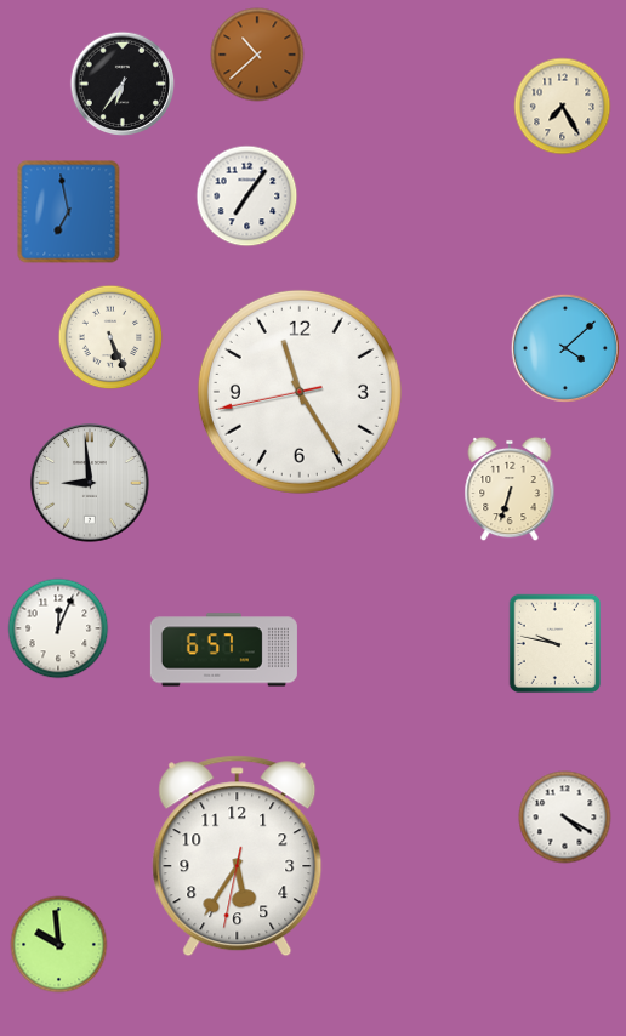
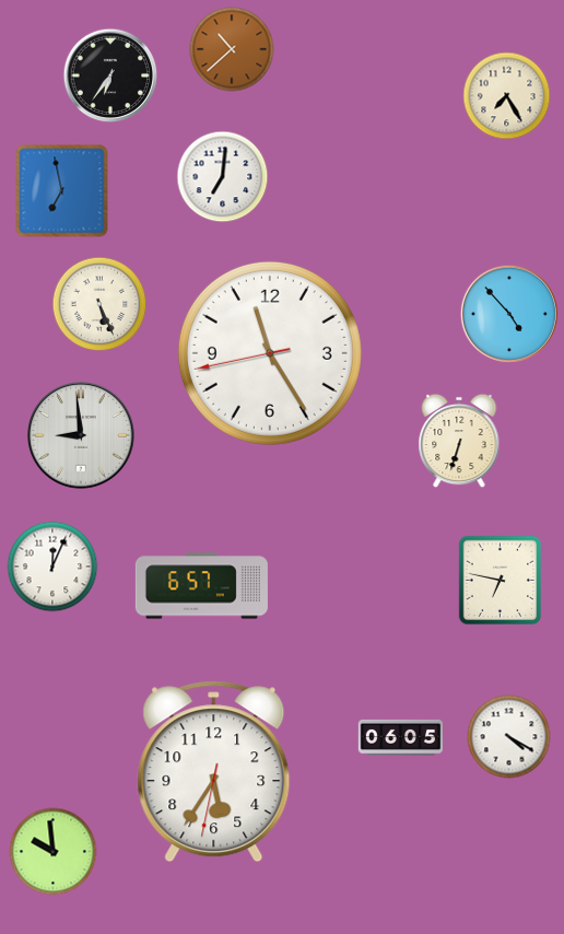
clock at (247, 197): 7:06 -> 7:01
clock at (565, 348): 4:08 -> 4:53
clock at (556, 644): 9:47 -> 6:47
clock at (400, 737): none -> 06:05
